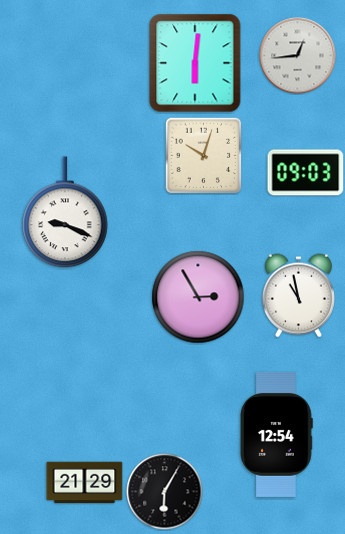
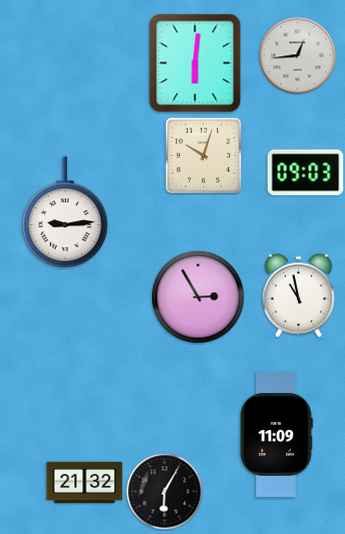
clock at (65, 213): 9:19 -> 9:14
clock at (277, 434): 12:54 -> 11:09
clock at (85, 483): 21:29 -> 21:32
